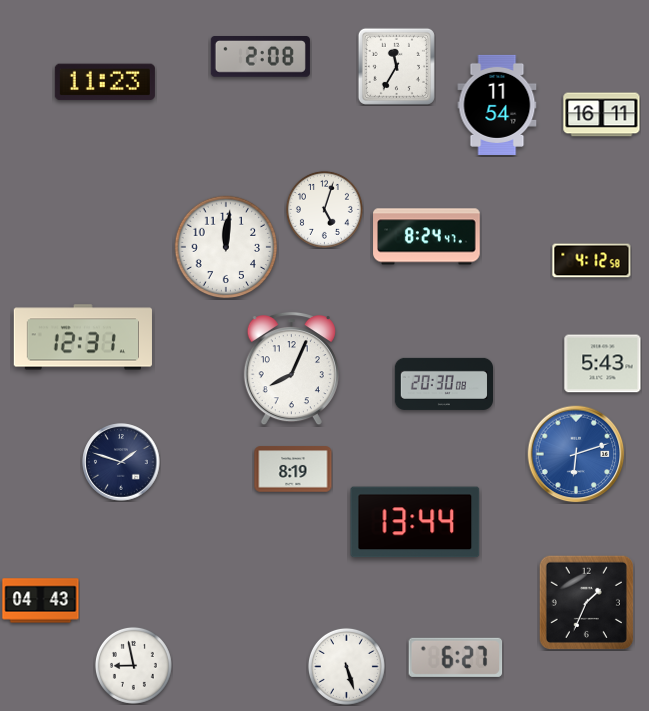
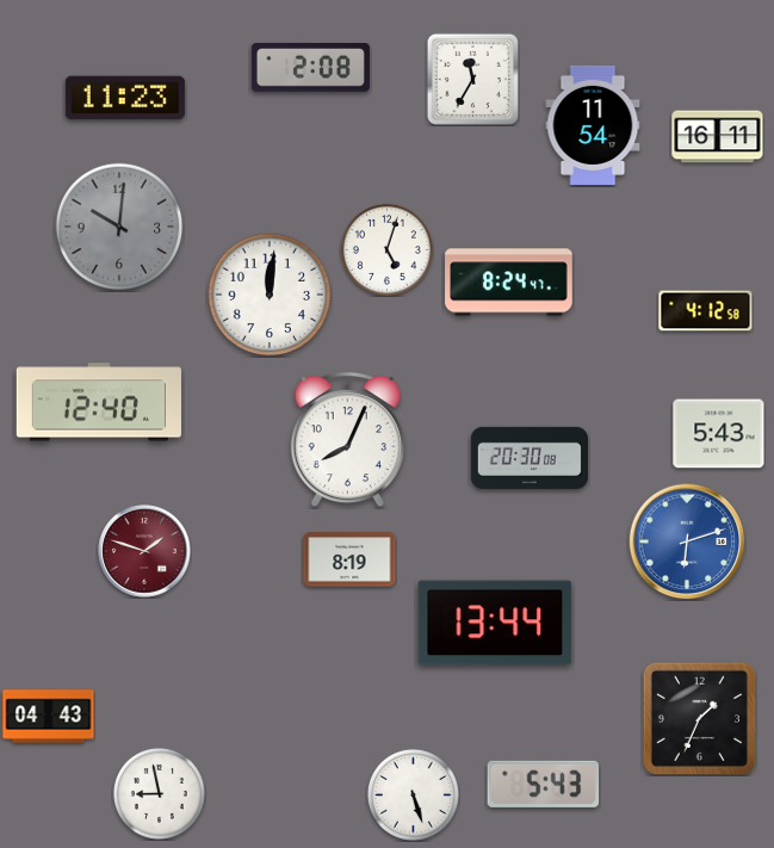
clock at (119, 227): none -> 10:01
clock at (83, 337): 12:31 -> 12:40
clock at (121, 462) dial: navy -> burgundy
clock at (456, 657): 6:27 -> 5:43
